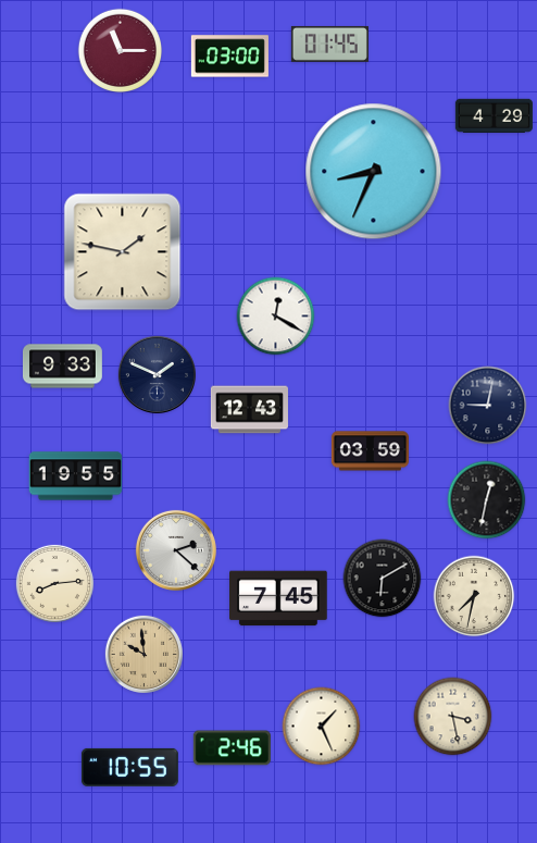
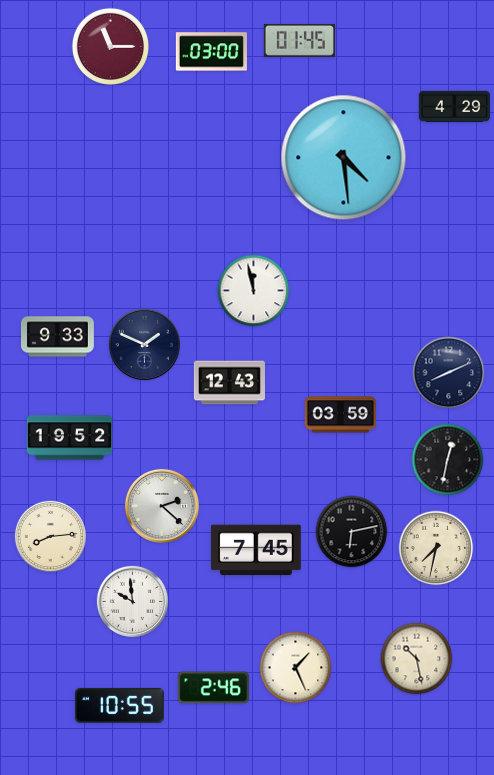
clock at (329, 44) position: (329, 44) -> (299, 40)
clock at (374, 172): 8:34 -> 4:29
clock at (123, 252): 1:47 -> none
clock at (276, 317): 12:20 -> 11:58
clock at (488, 406): 9:02 -> 8:11
clock at (249, 410) position: (249, 410) -> (229, 383)
clock at (76, 476): 19:55 -> 19:52
clock at (383, 579): 6:10 -> 6:13
clock at (143, 654) dial: champagne -> white
clock at (453, 717): 3:28 -> 10:28
